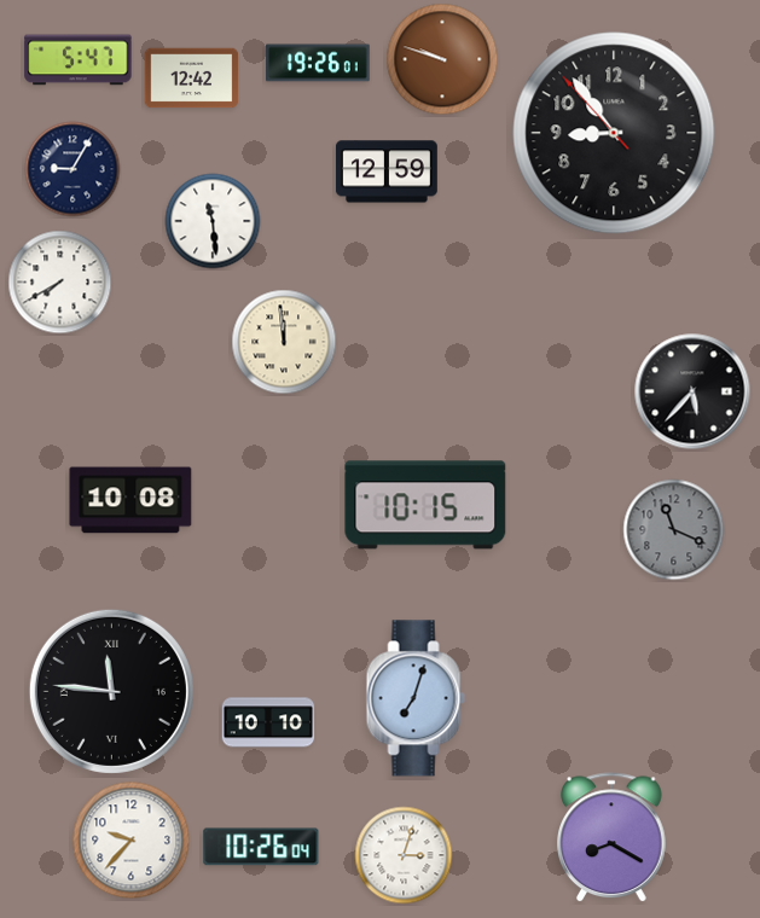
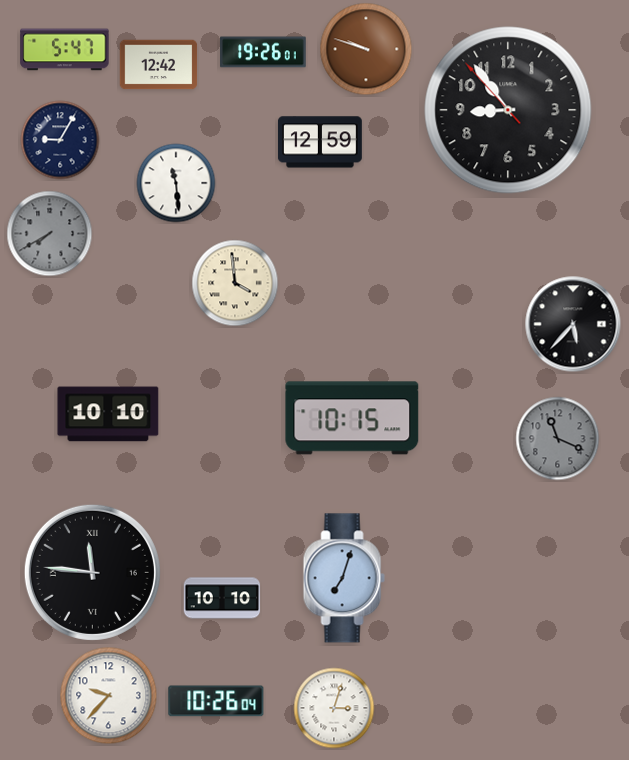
clock at (60, 283) dial: white -> grey
clock at (284, 342): 11:59 -> 3:59
clock at (130, 500): 10:08 -> 10:10
clock at (613, 838): 8:20 -> none
